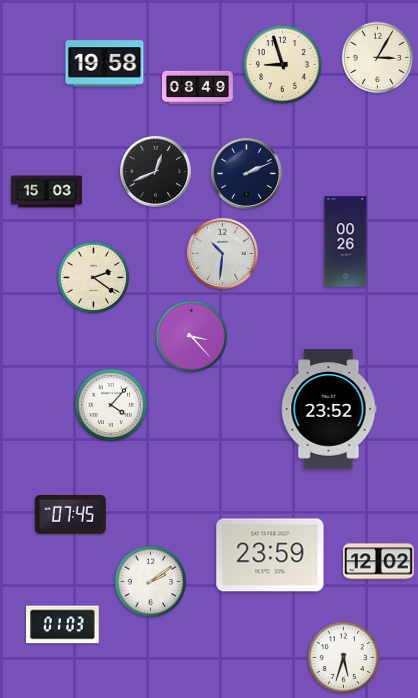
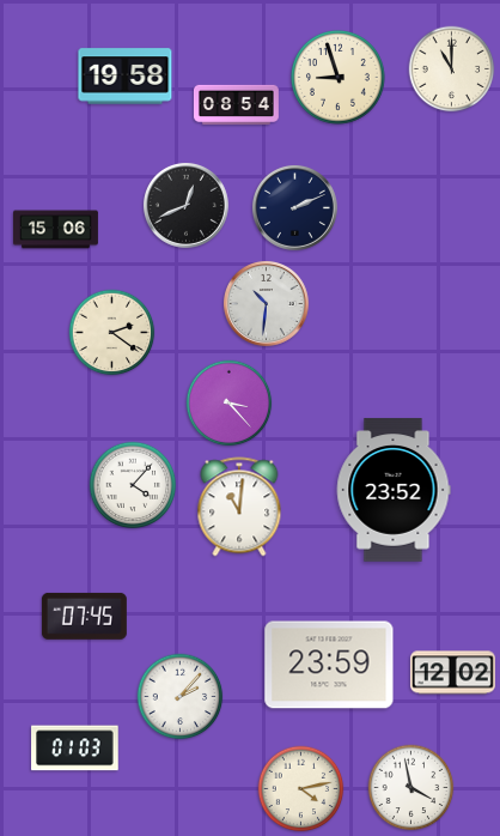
clock at (378, 58): 3:05 -> 11:00
clock at (197, 87): 08:49 -> 08:54
clock at (47, 192): 15:03 -> 15:06
clock at (346, 242): 00:26 -> none
clock at (239, 507): none -> 11:01
clock at (270, 555) position: (270, 555) -> (329, 665)
clock at (151, 582): 2:09 -> 2:07
clock at (344, 658): 5:33 -> 3:58
clock at (301, 789): none -> 4:13
